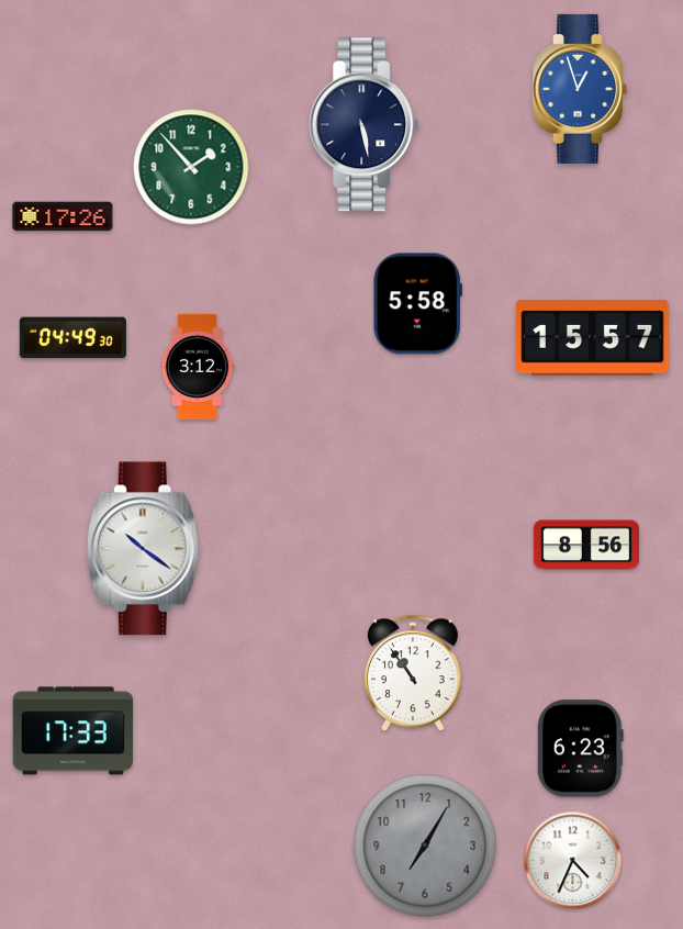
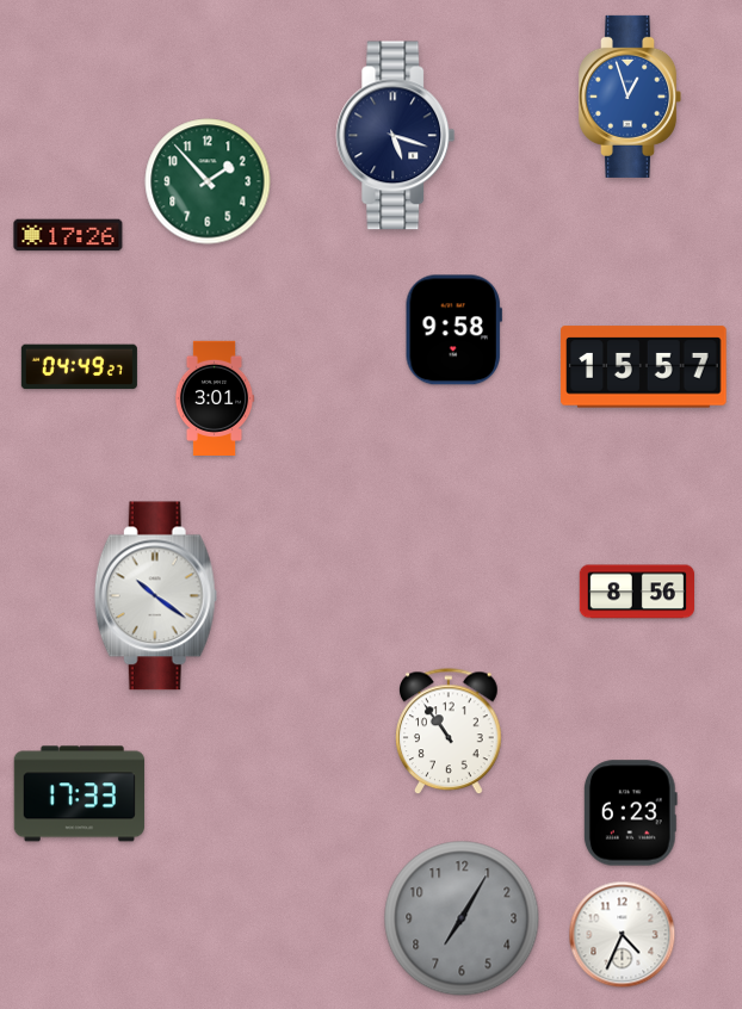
clock at (365, 125): 5:28 -> 5:18
clock at (417, 304): 5:58 -> 9:58
clock at (72, 338): 04:49:30 -> 04:49:27
clock at (198, 367): 3:12 -> 3:01
